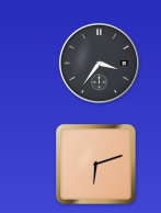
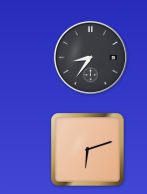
clock at (99, 63): 3:36 -> 8:36
